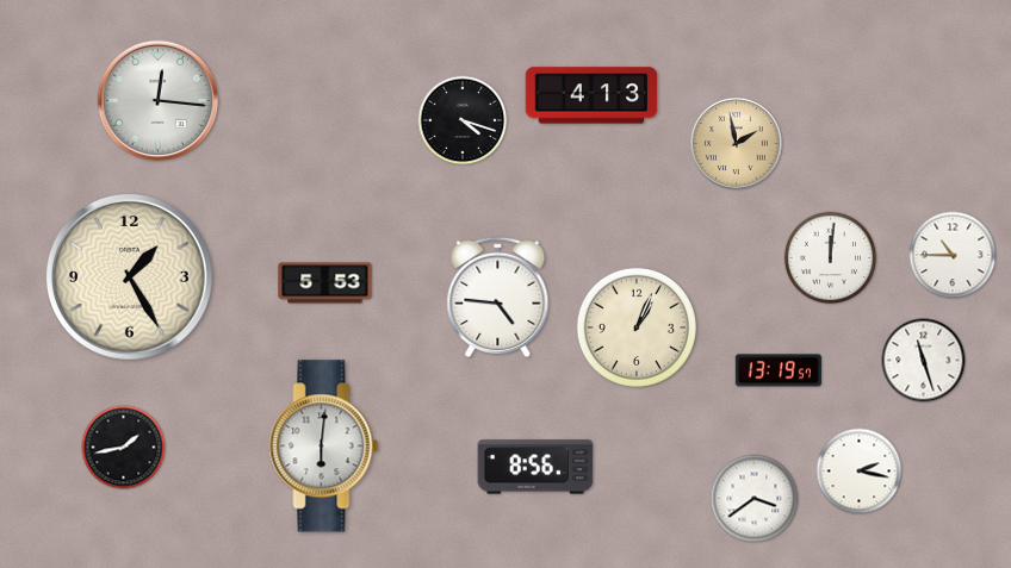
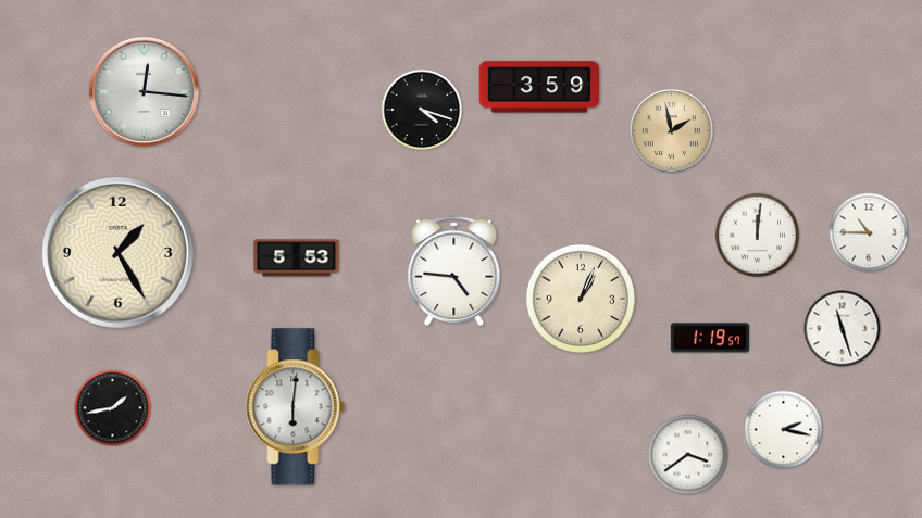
clock at (591, 95): 4:13 -> 3:59
clock at (779, 370): 13:19 -> 1:19
clock at (535, 467): 8:56 -> none
